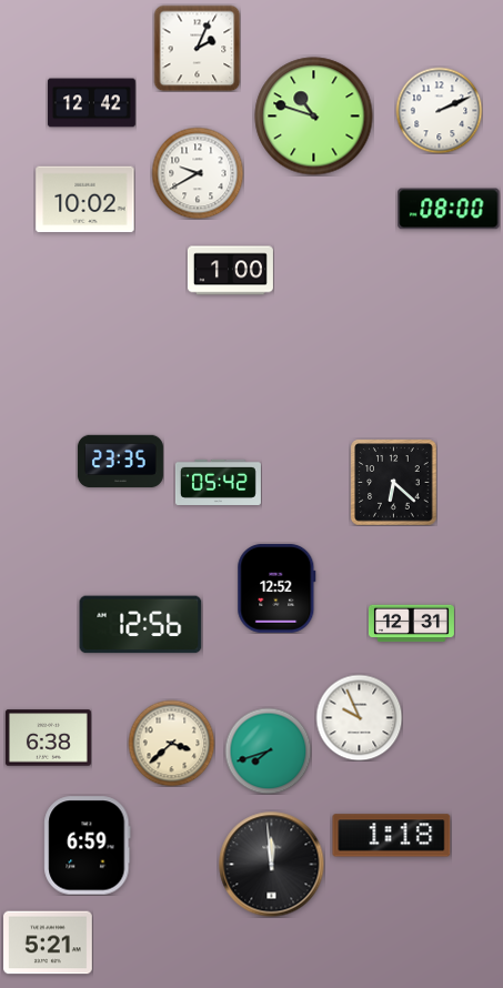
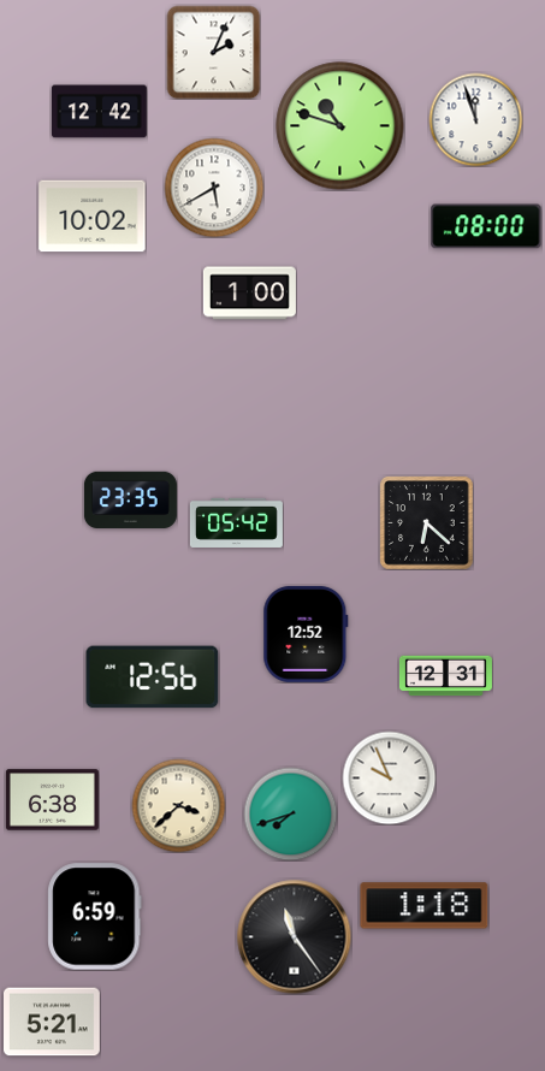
clock at (439, 110): 2:11 -> 11:57
clock at (198, 173): 9:40 -> 5:40
clock at (276, 588) position: (276, 588) -> (306, 634)
clock at (171, 743) position: (171, 743) -> (178, 805)
clock at (271, 864): 11:59 -> 11:24
